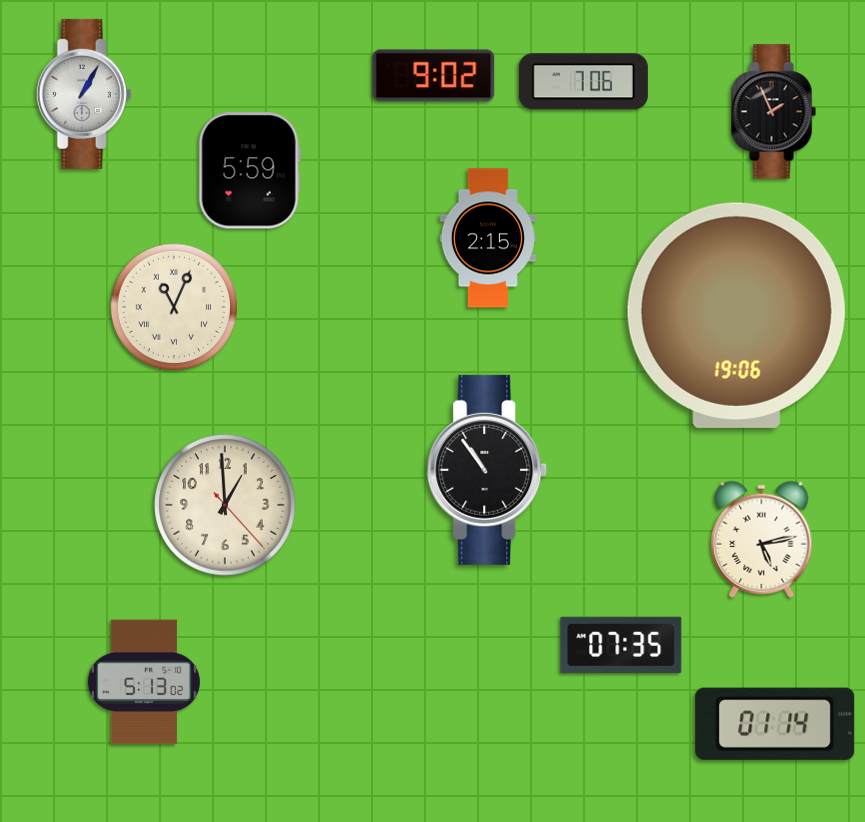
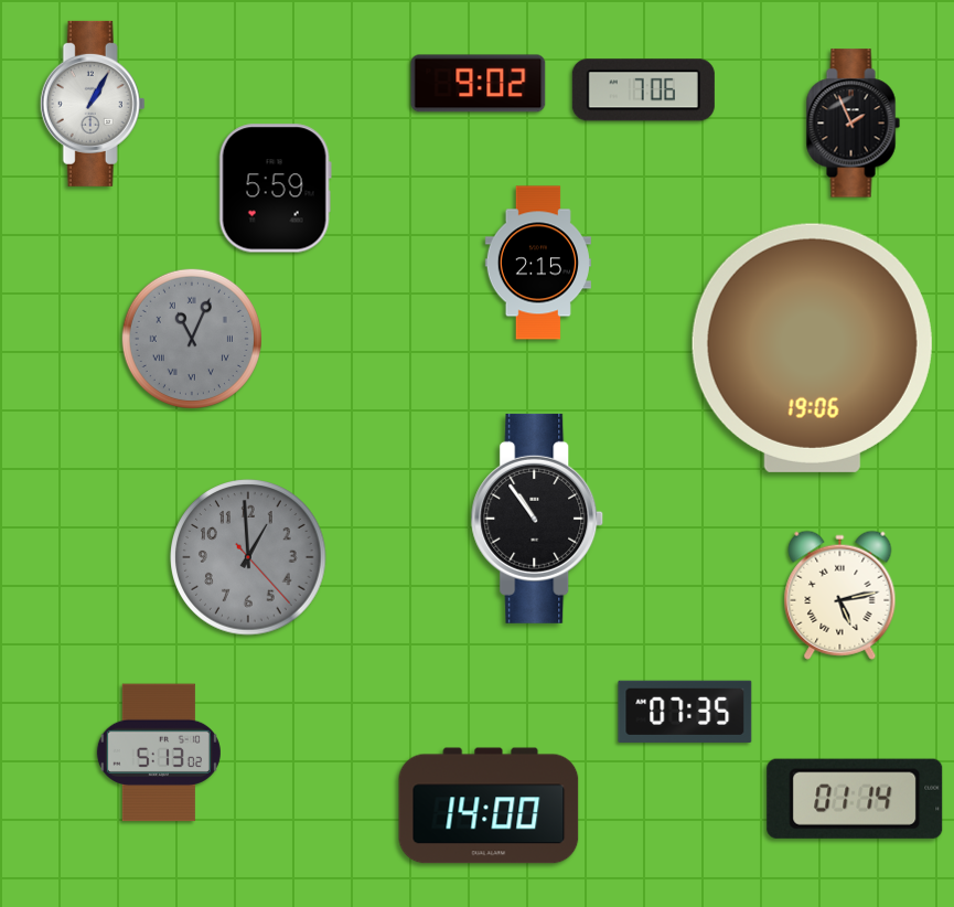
clock at (174, 307) dial: cream -> grey
clock at (225, 505) dial: cream -> grey
clock at (489, 805): none -> 14:00
